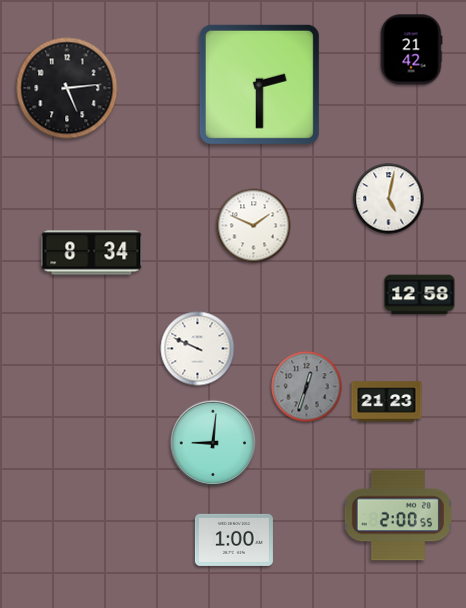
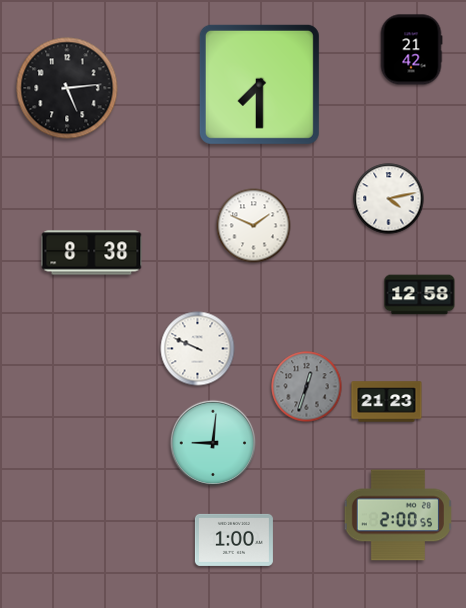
clock at (259, 84): 2:30 -> 7:30
clock at (389, 199): 5:02 -> 4:13
clock at (92, 253): 8:34 -> 8:38
